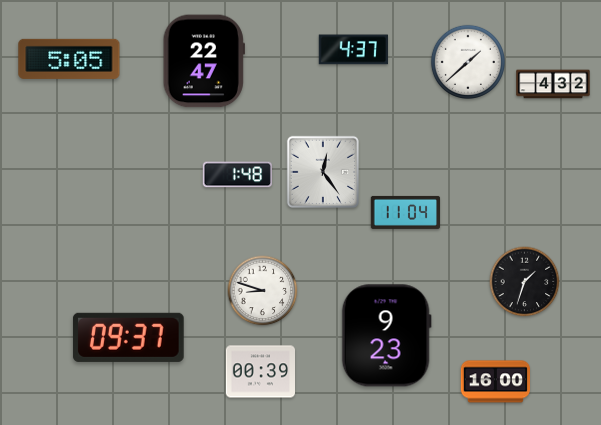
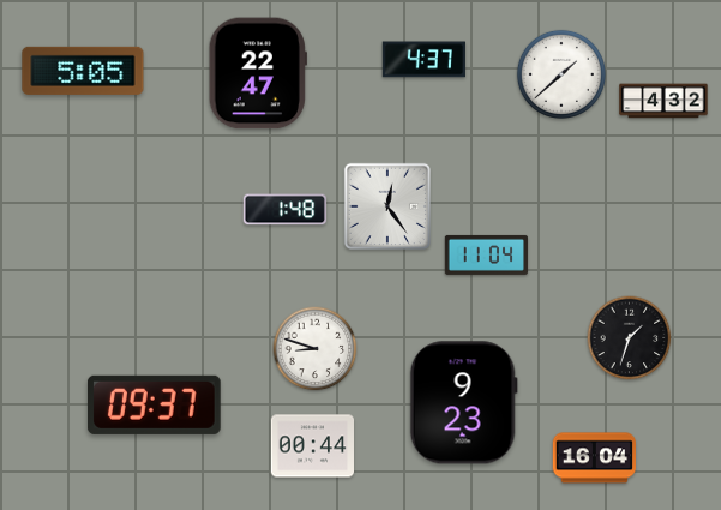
clock at (204, 61) position: (204, 61) -> (258, 73)
clock at (261, 372): 00:39 -> 00:44
clock at (495, 382): 16:00 -> 16:04
